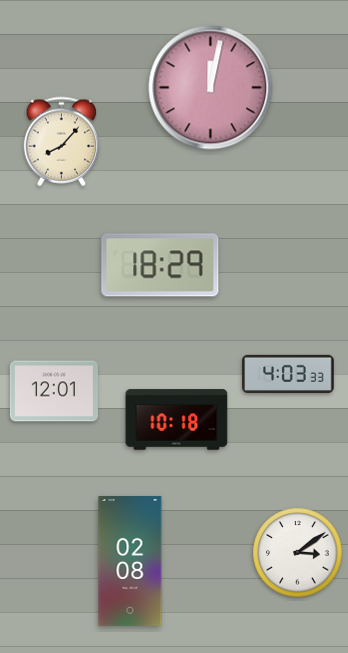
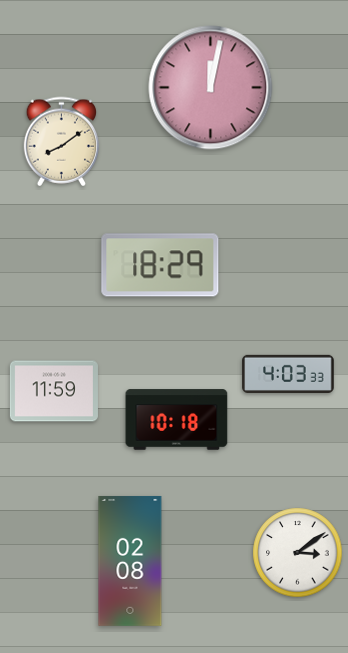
clock at (61, 142): 8:07 -> 8:09
clock at (54, 391): 12:01 -> 11:59
